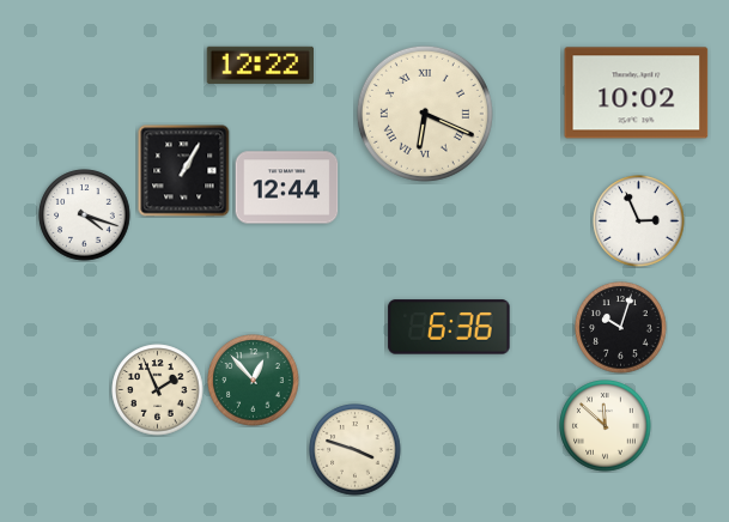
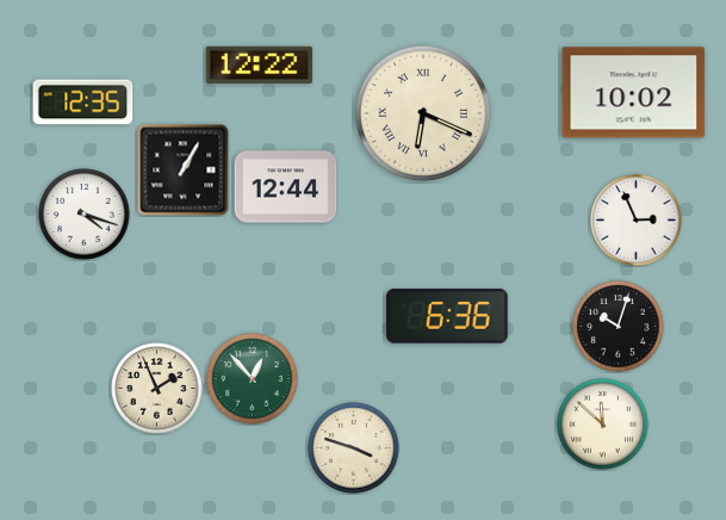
clock at (83, 103): none -> 12:35
clock at (449, 327) position: (449, 327) -> (447, 316)
